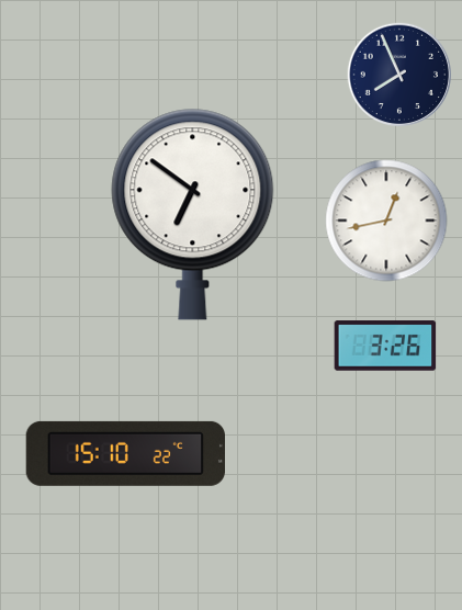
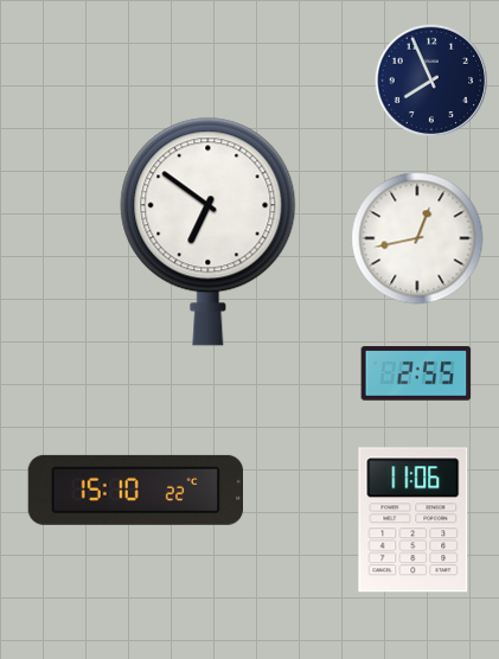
clock at (385, 346): 3:26 -> 2:55
clock at (414, 520): none -> 11:06
